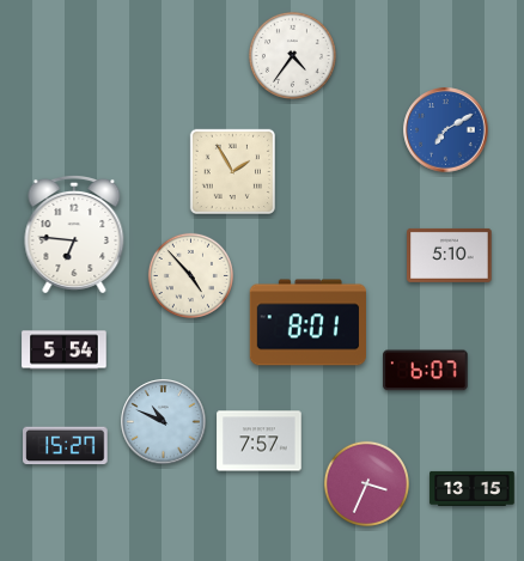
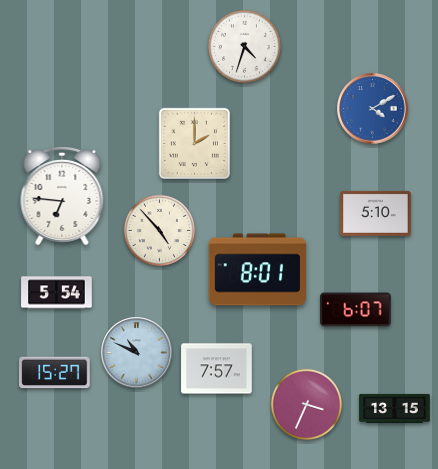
clock at (292, 55): 4:36 -> 4:33
clock at (446, 130): 7:10 -> 4:10
clock at (232, 171): 1:55 -> 2:00
clock at (65, 350) position: (65, 350) -> (57, 293)
